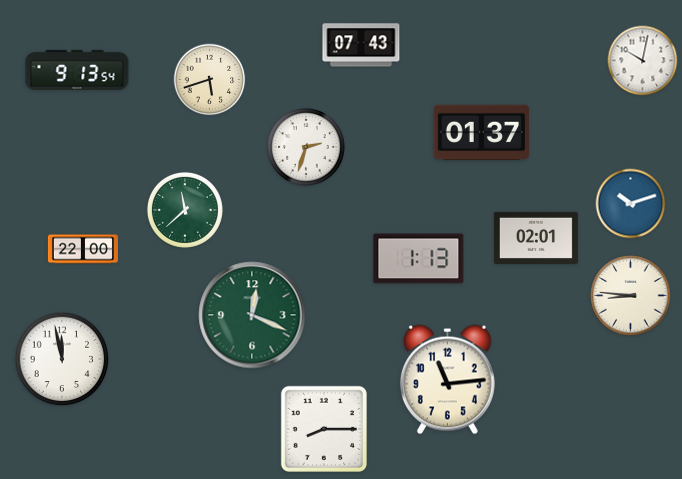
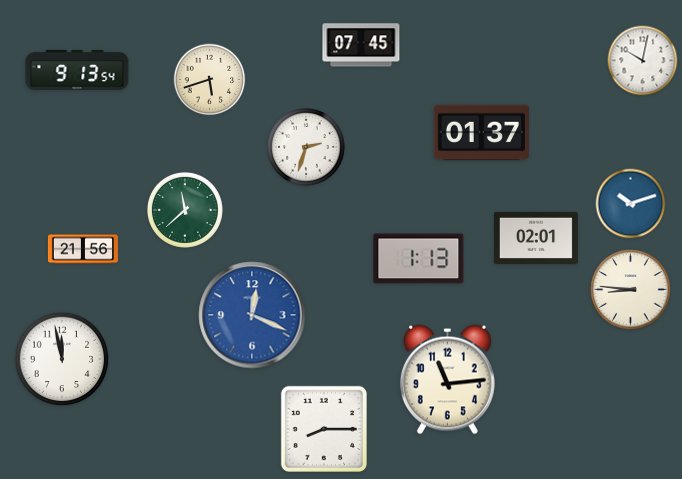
clock at (361, 45): 07:43 -> 07:45
clock at (83, 249): 22:00 -> 21:56
clock at (631, 296) position: (631, 296) -> (631, 290)
clock at (252, 315) dial: green -> blue
